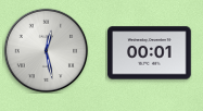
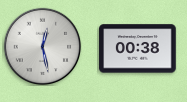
clock at (150, 53): 00:01 -> 00:38
